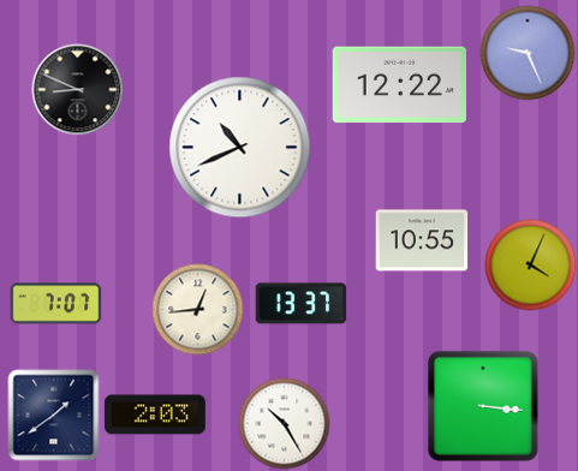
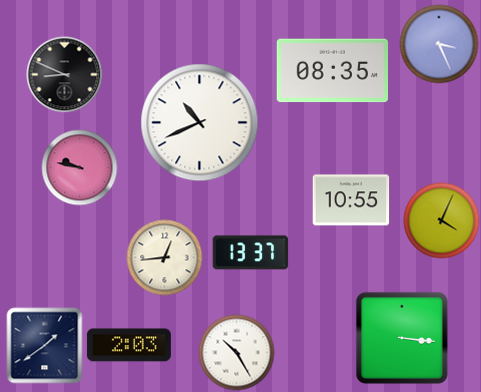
clock at (528, 53): 9:26 -> 3:26
clock at (399, 85): 12:22 -> 08:35
clock at (80, 168): none -> 9:47
clock at (56, 304): 7:07 -> none
